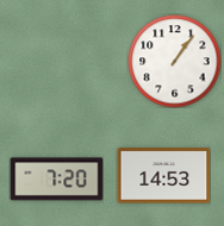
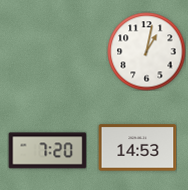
clock at (174, 61): 1:06 -> 1:02
